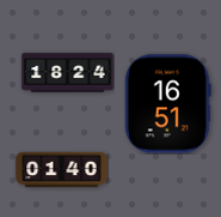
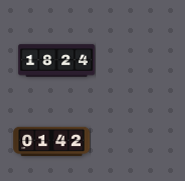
clock at (167, 104): 16:51 -> none
clock at (62, 170): 01:40 -> 01:42
